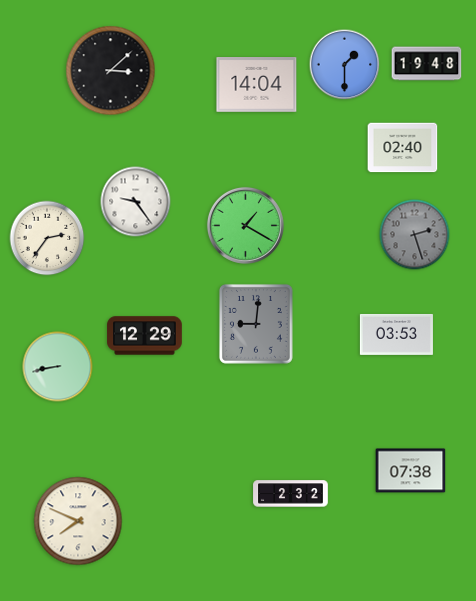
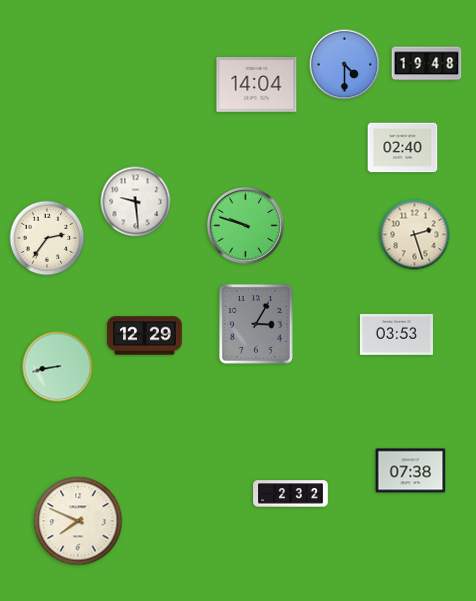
clock at (345, 65): 1:30 -> 4:30
clock at (111, 71): 3:08 -> none
clock at (136, 202): 9:24 -> 9:29
clock at (245, 225): 1:20 -> 9:48
clock at (415, 235) dial: grey -> cream
clock at (256, 324): 9:01 -> 3:05
